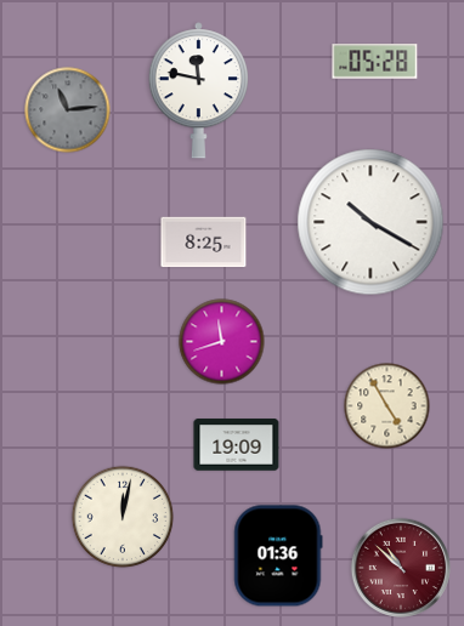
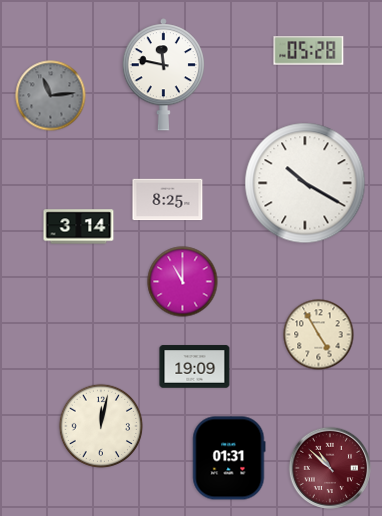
clock at (68, 110) position: (68, 110) -> (51, 96)
clock at (79, 227): none -> 3:14
clock at (222, 342): 11:42 -> 11:00
clock at (278, 556): 01:36 -> 01:31
